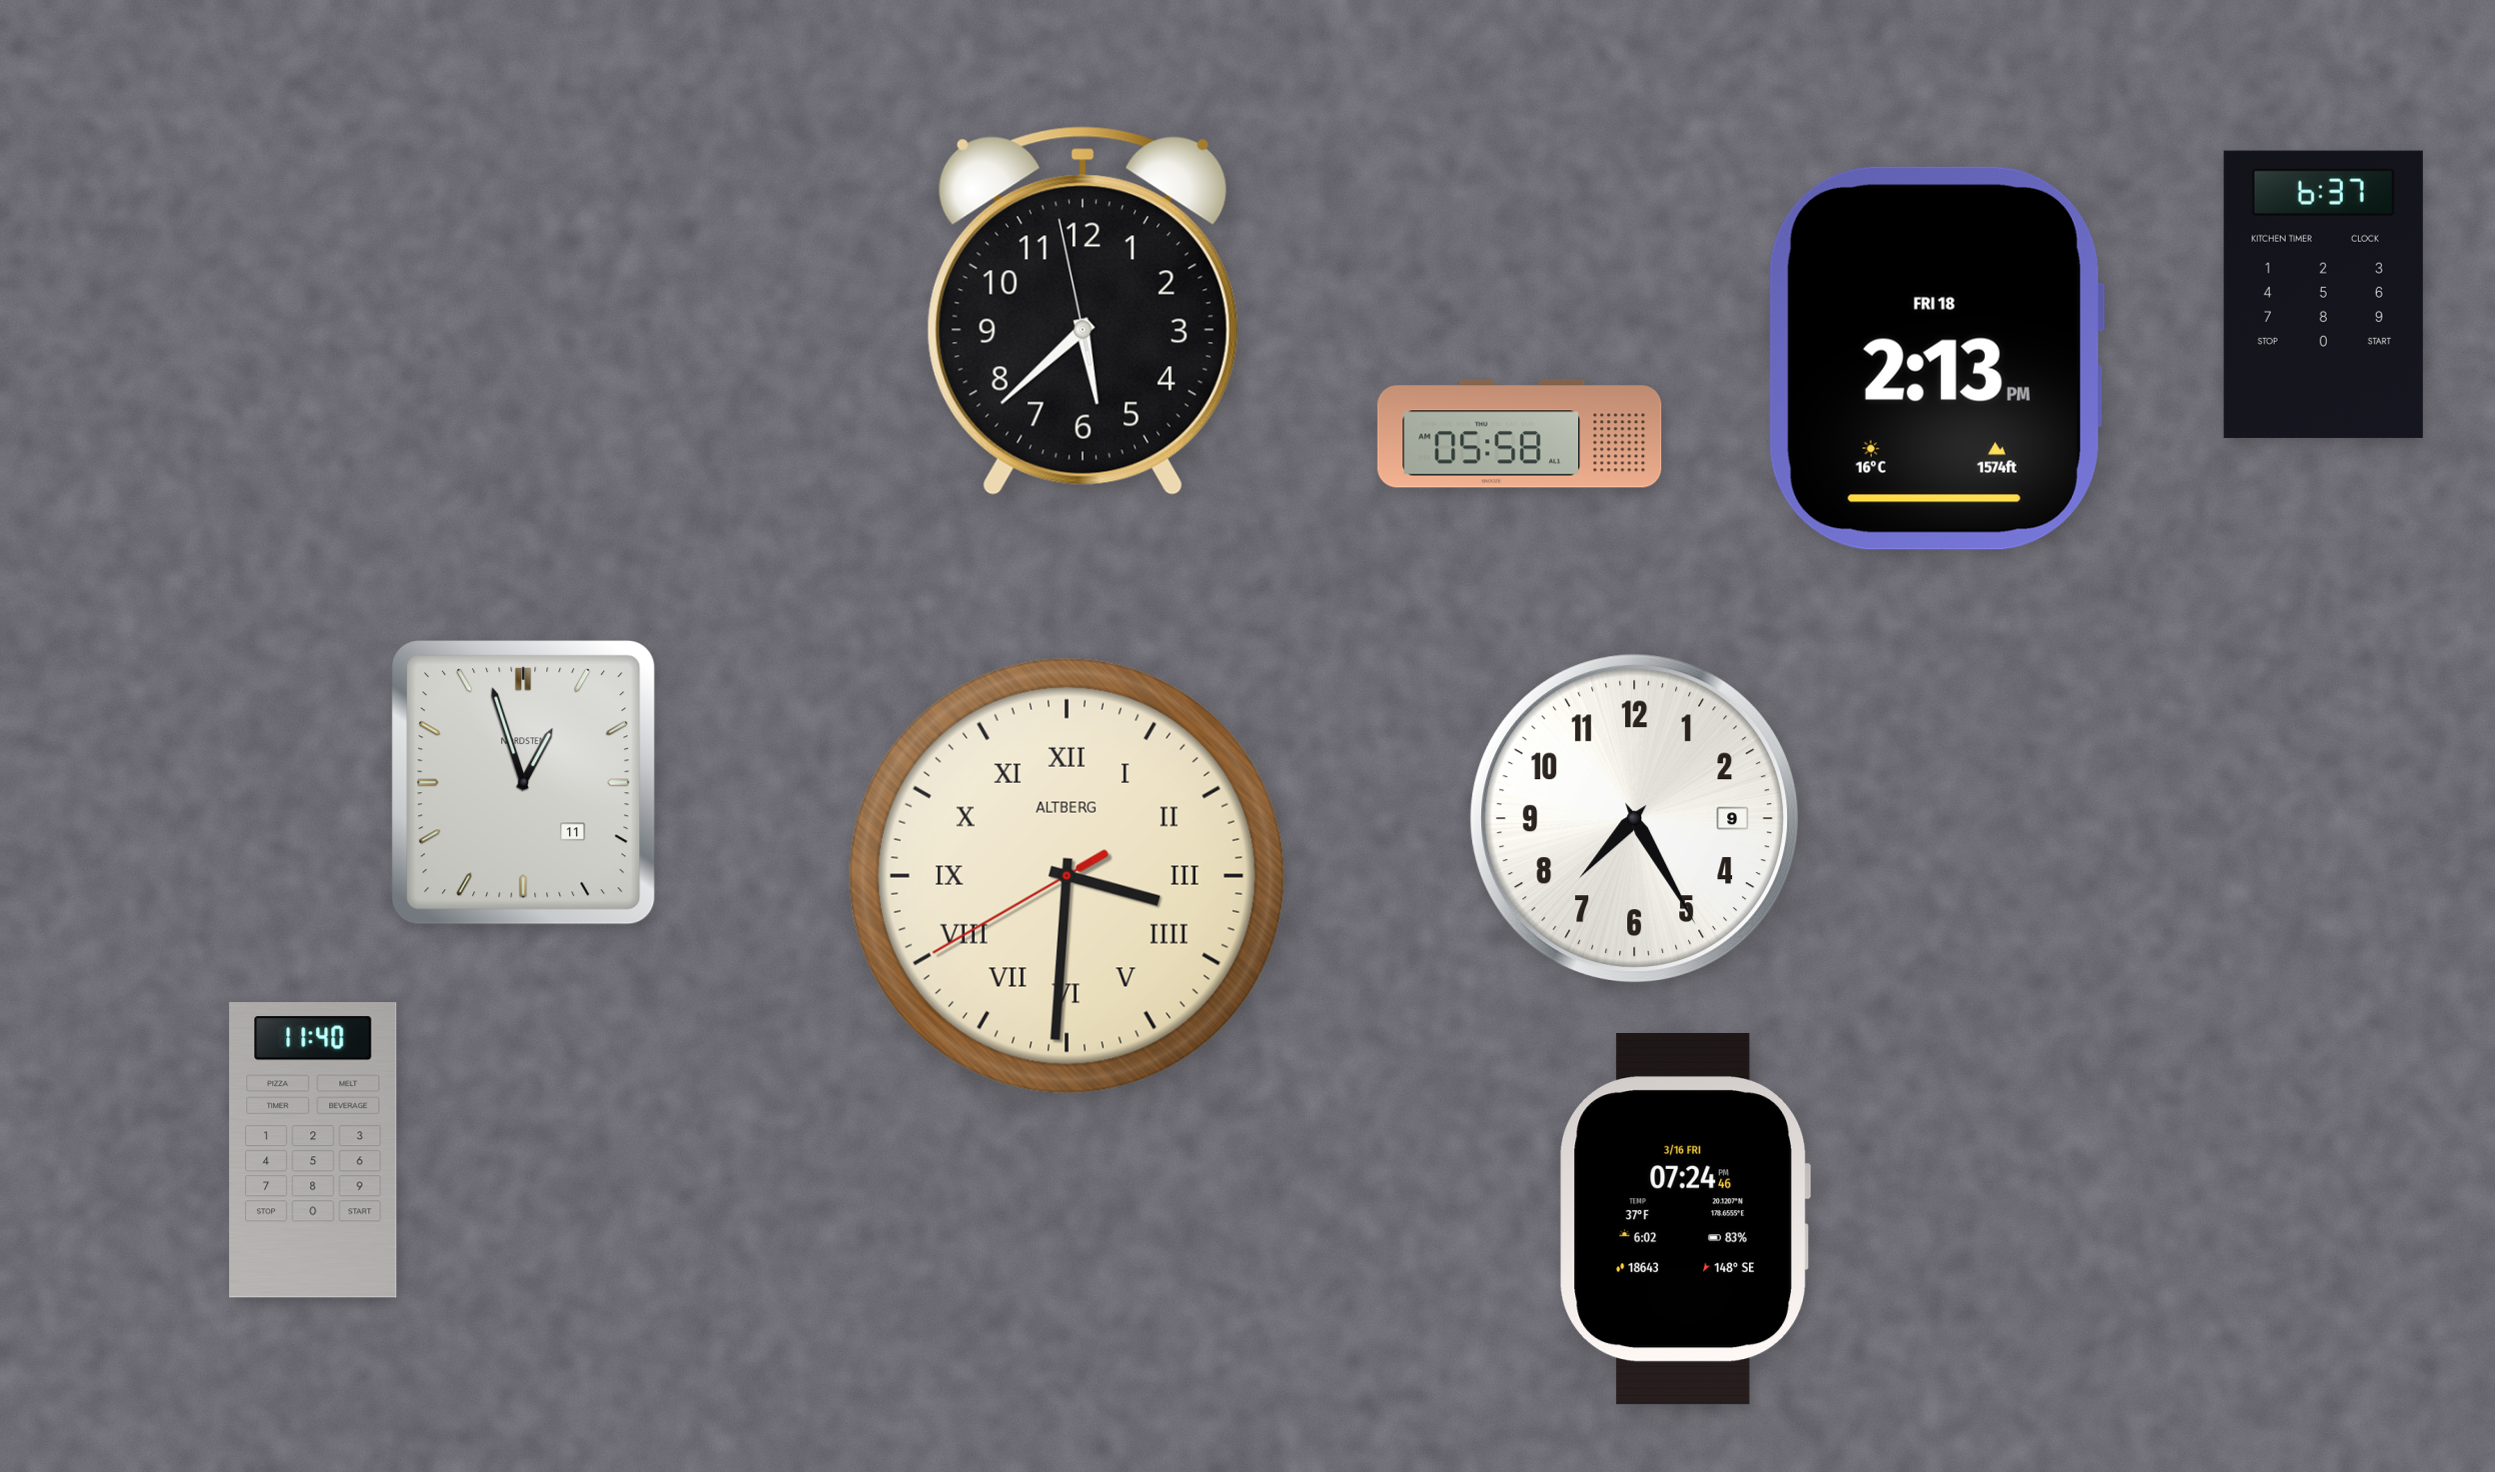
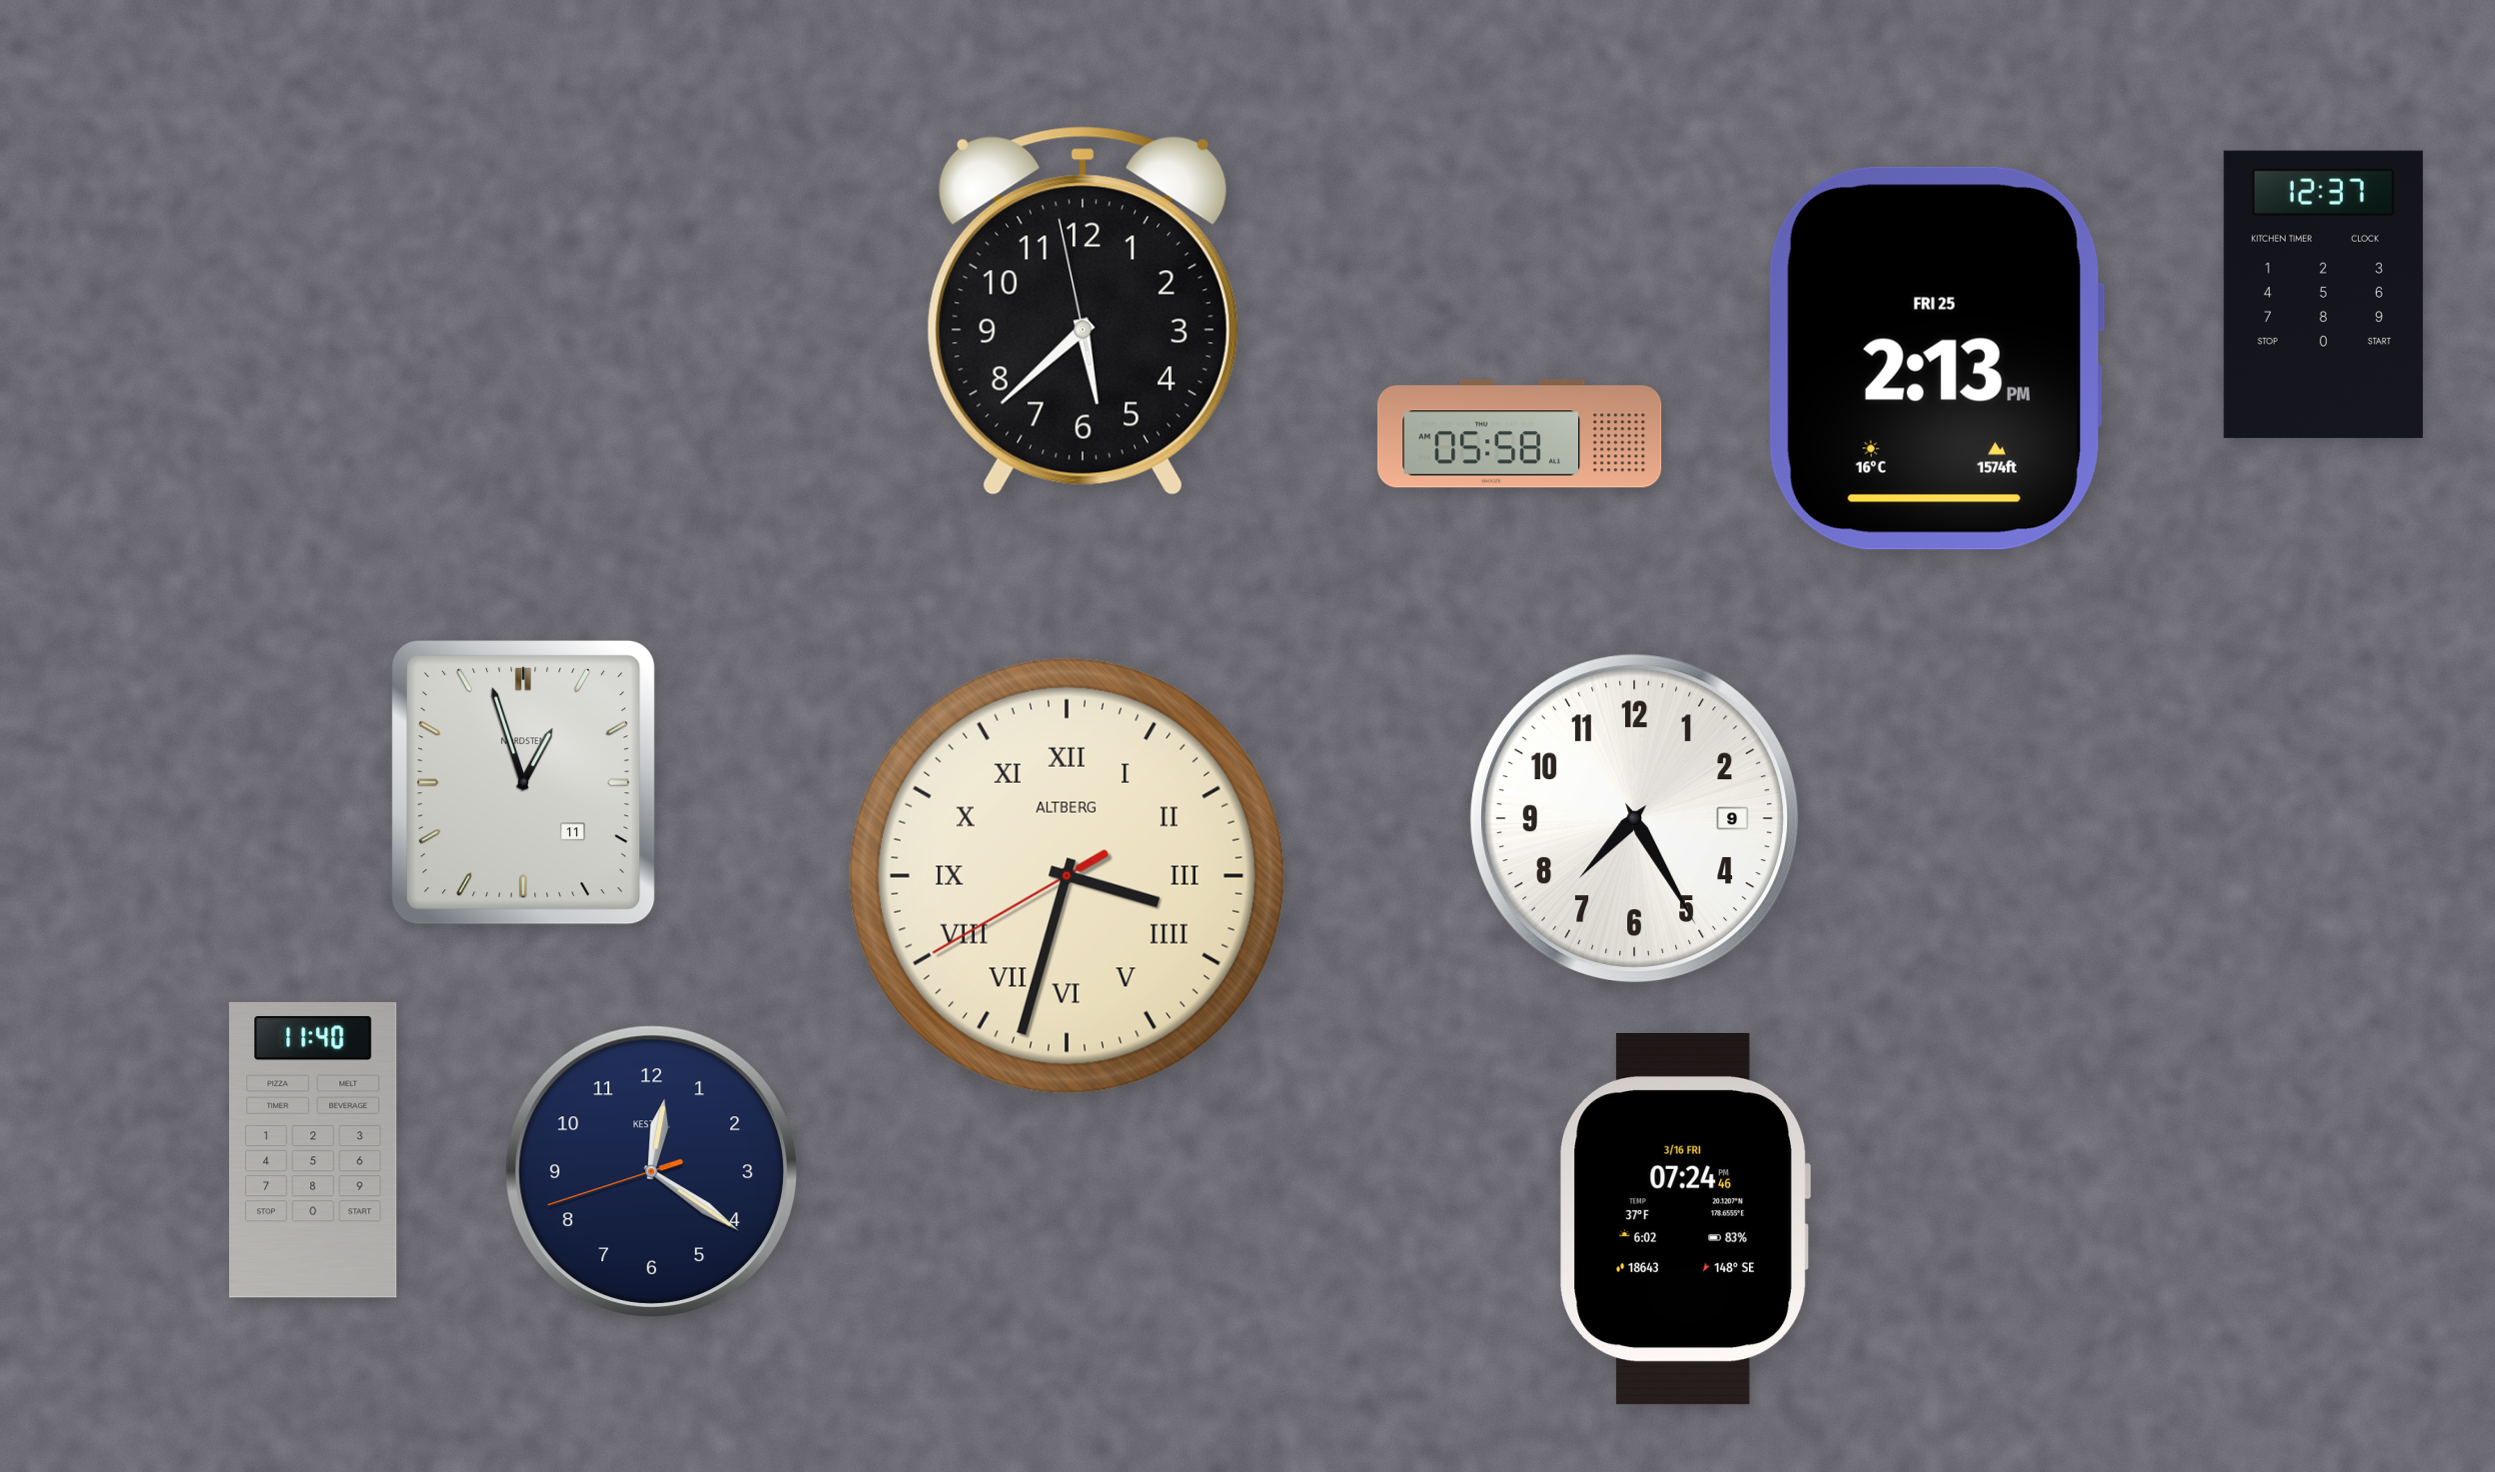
clock at (2323, 294): 6:37 -> 12:37
clock at (1936, 358) date: FRI 18 -> FRI 25
clock at (1067, 876): 3:30 -> 3:32
clock at (651, 1171): none -> 12:20
